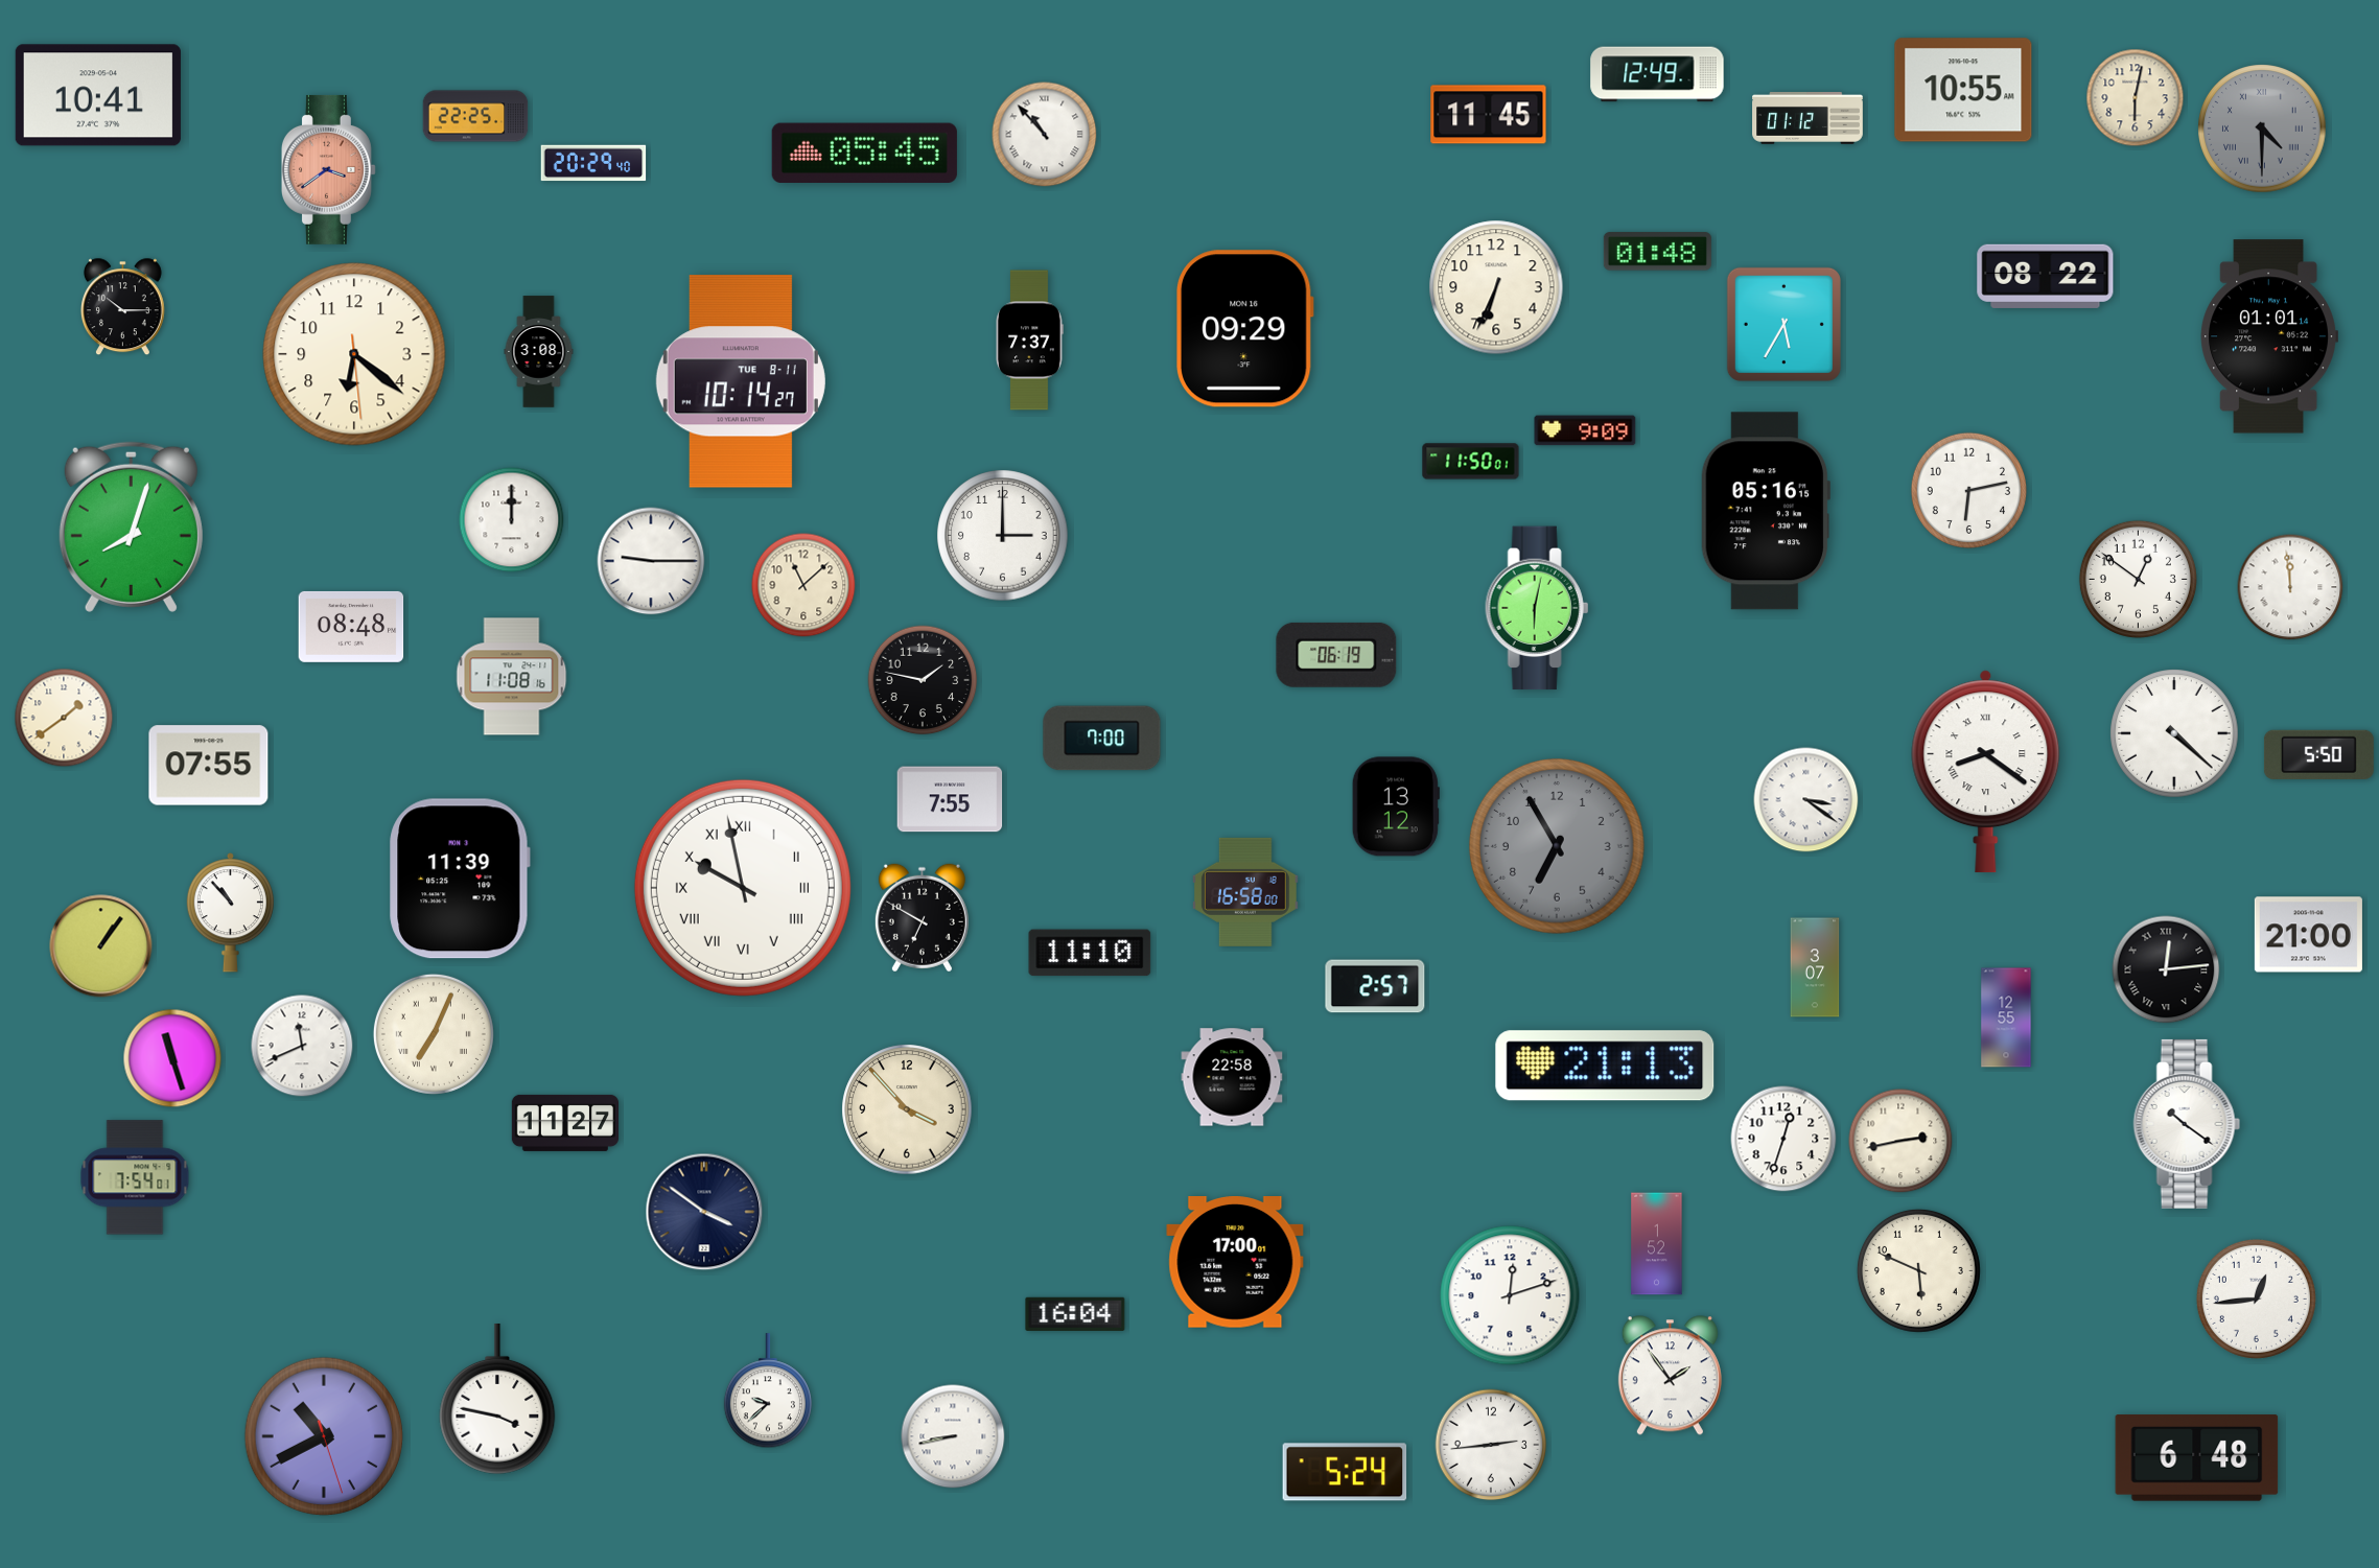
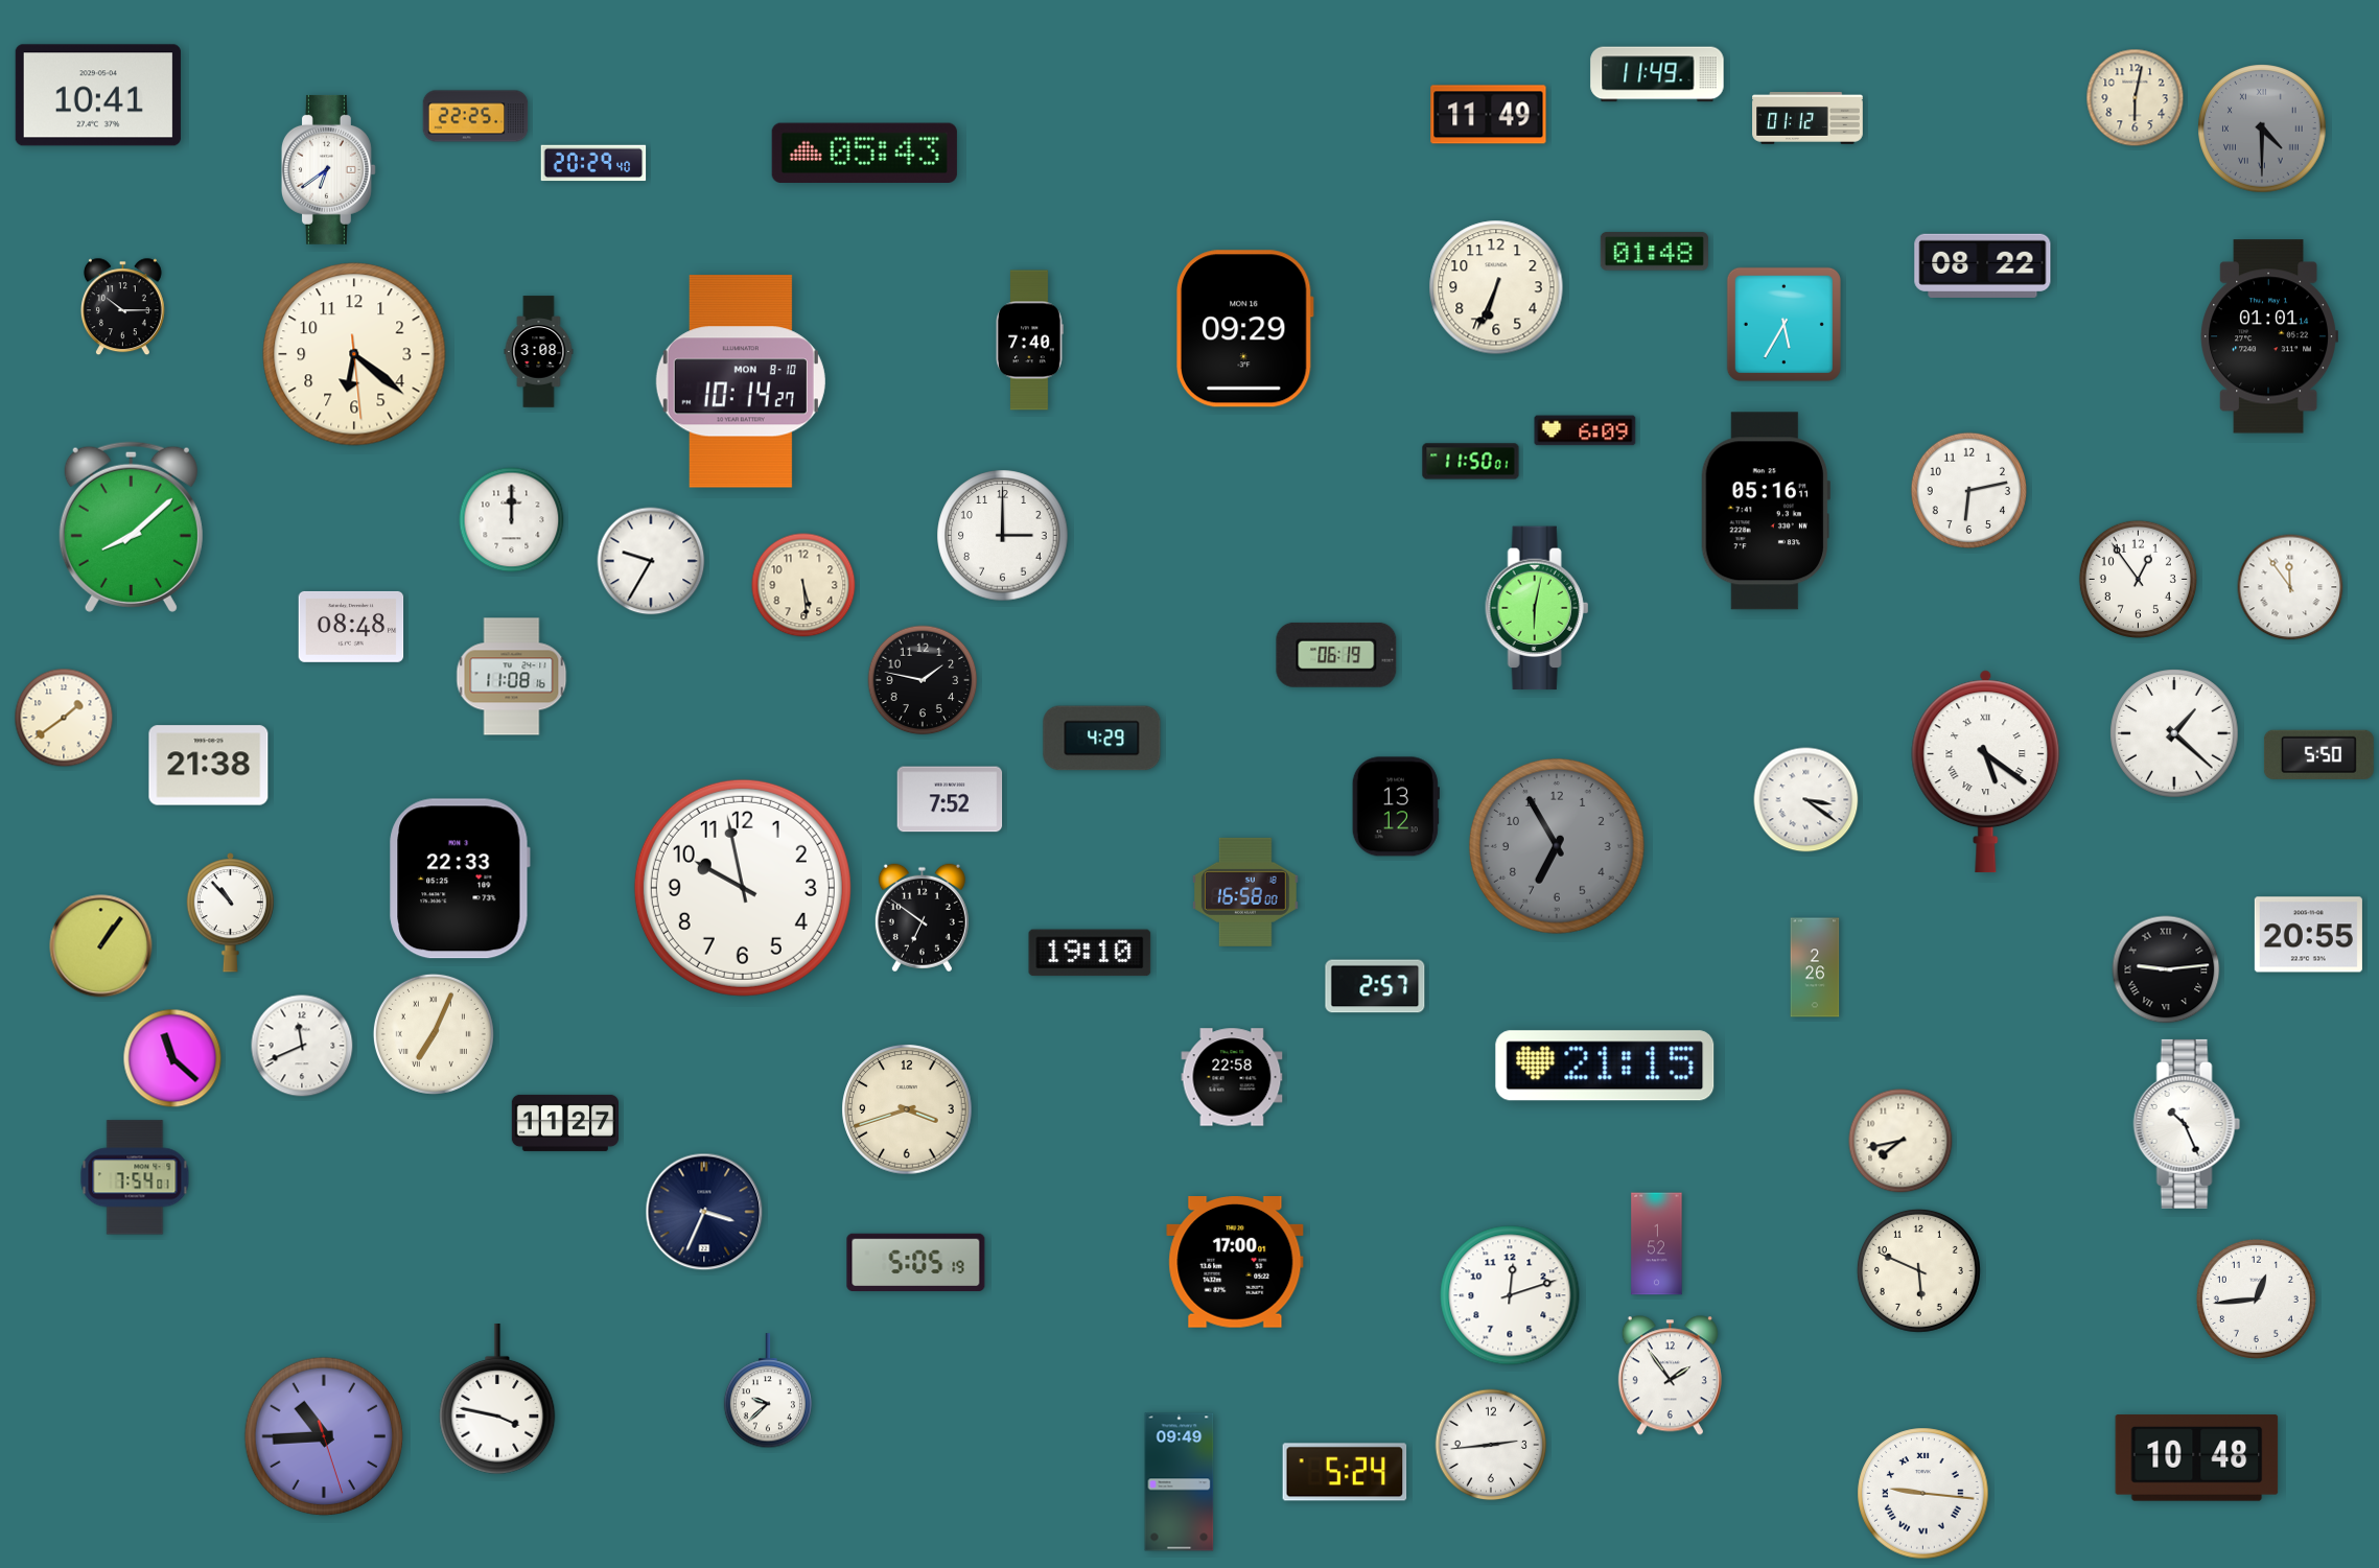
clock at (1657, 74): 12:49 -> 11:49
clock at (1963, 90): 10:55 -> none
clock at (1489, 115): 11:45 -> 11:49
clock at (1045, 135): 10:53 -> none
clock at (864, 153): 05:45 -> 05:43
clock at (328, 169): 3:39 -> 6:39
clock at (328, 169) dial: salmon -> white
clock at (1657, 252) position: (1657, 252) -> (1654, 252)
clock at (2046, 276) position: (2046, 276) -> (1983, 265)
clock at (1029, 341): 7:37 -> 7:40
clock at (741, 381) date: TUE 8-11 -> MON 8-10
clock at (1585, 430): 9:09 -> 6:09
clock at (1765, 511): 05:16:15 -> 05:16:11
clock at (131, 526): 8:03 -> 8:08
clock at (651, 561): 9:15 -> 9:35
clock at (2138, 579): 12:51 -> 12:54
clock at (803, 585): 11:08 -> 5:29
clock at (2290, 587): 11:59 -> 11:54
clock at (2174, 733): 4:22 -> 1:22
clock at (1102, 739): 7:00 -> 4:29
clock at (209, 766): 07:55 -> 21:38
clock at (1986, 772): 8:21 -> 5:21
clock at (950, 799): 7:55 -> 7:52
clock at (460, 879): 11:39 -> 22:33
clock at (743, 888) numerals: Roman -> Arabic
clock at (922, 918): 6:50 -> 6:51
clock at (2308, 935): 21:00 -> 20:55
clock at (1090, 953): 11:10 -> 19:10
clock at (1815, 967): 3:07 -> 2:26
clock at (2166, 969): 12:14 -> 9:14
clock at (2006, 1017): 12:55 -> none
clock at (172, 1058): 11:27 -> 11:22
clock at (1605, 1066): 21:13 -> 21:15
clock at (907, 1109): 3:53 -> 3:42
clock at (2187, 1124): 10:21 -> 10:26
clock at (1783, 1139): 12:33 -> none
clock at (1900, 1141): 2:43 -> 7:43
clock at (704, 1212): 3:51 -> 3:34
clock at (916, 1262): none -> 5:05
clock at (1075, 1313): 16:04 -> none
clock at (324, 1436): 10:40 -> 10:44
clock at (953, 1436): 8:43 -> none
clock at (2197, 1458): 6:48 -> 10:48
clock at (1180, 1482): none -> 09:49
clock at (1923, 1494): none -> 9:16
